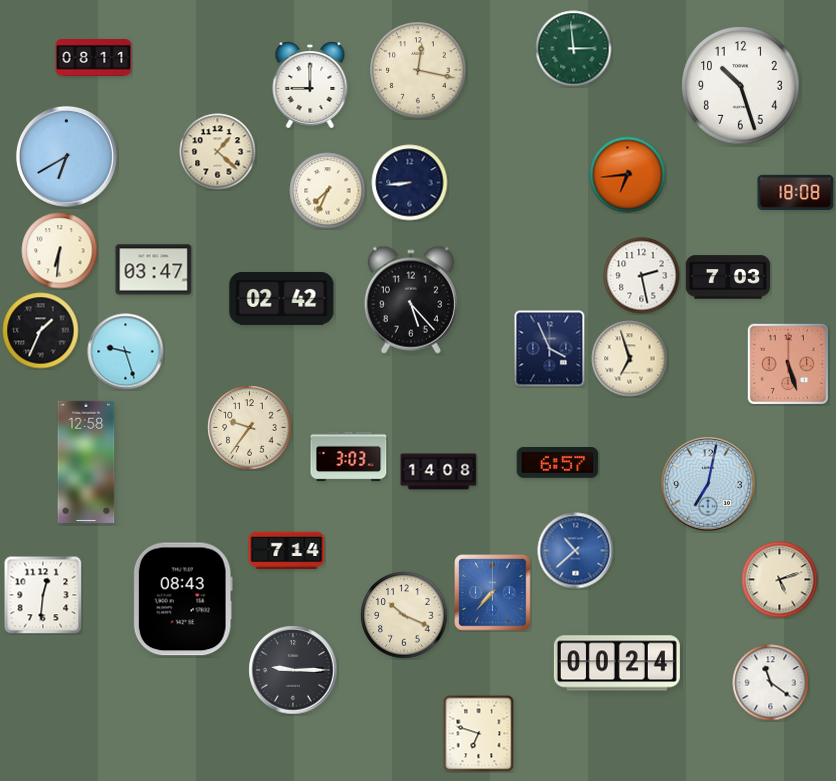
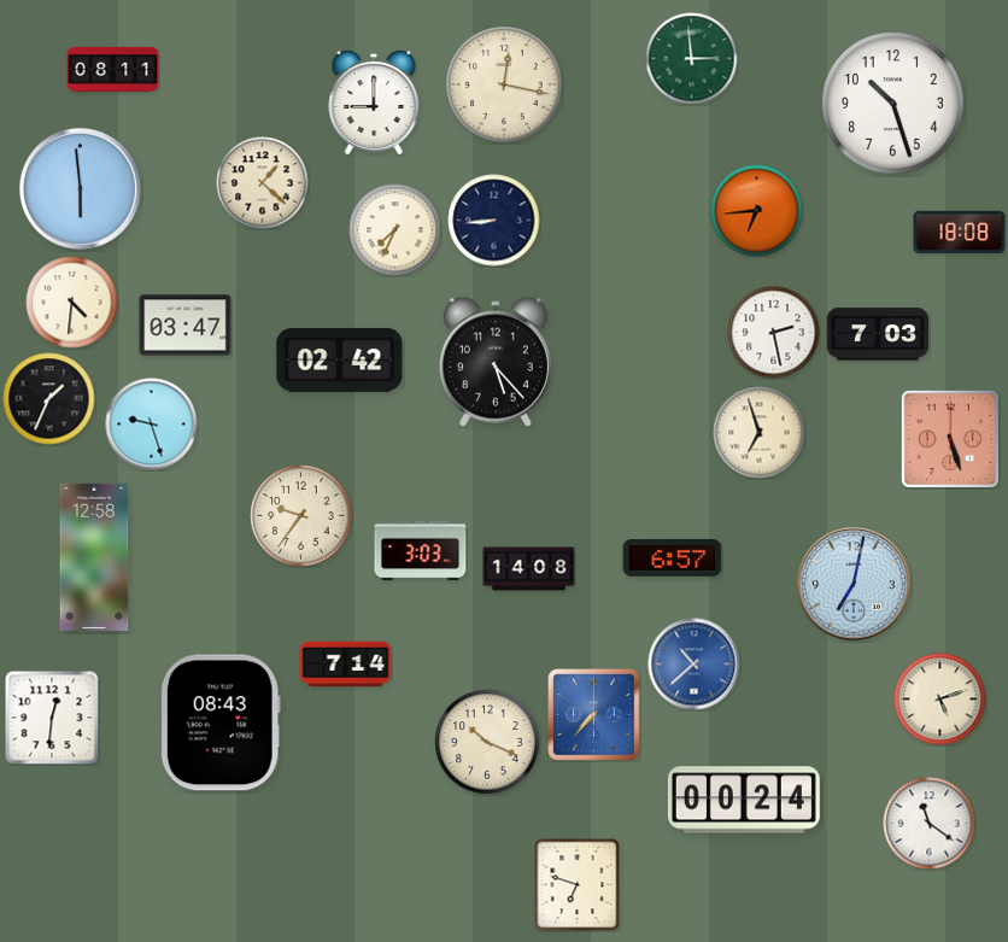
clock at (66, 156): 6:40 -> 5:59
clock at (60, 251): 6:31 -> 4:31
clock at (550, 349): 3:56 -> none
clock at (86, 462) position: (86, 462) -> (94, 557)
clock at (293, 670): 9:15 -> none
